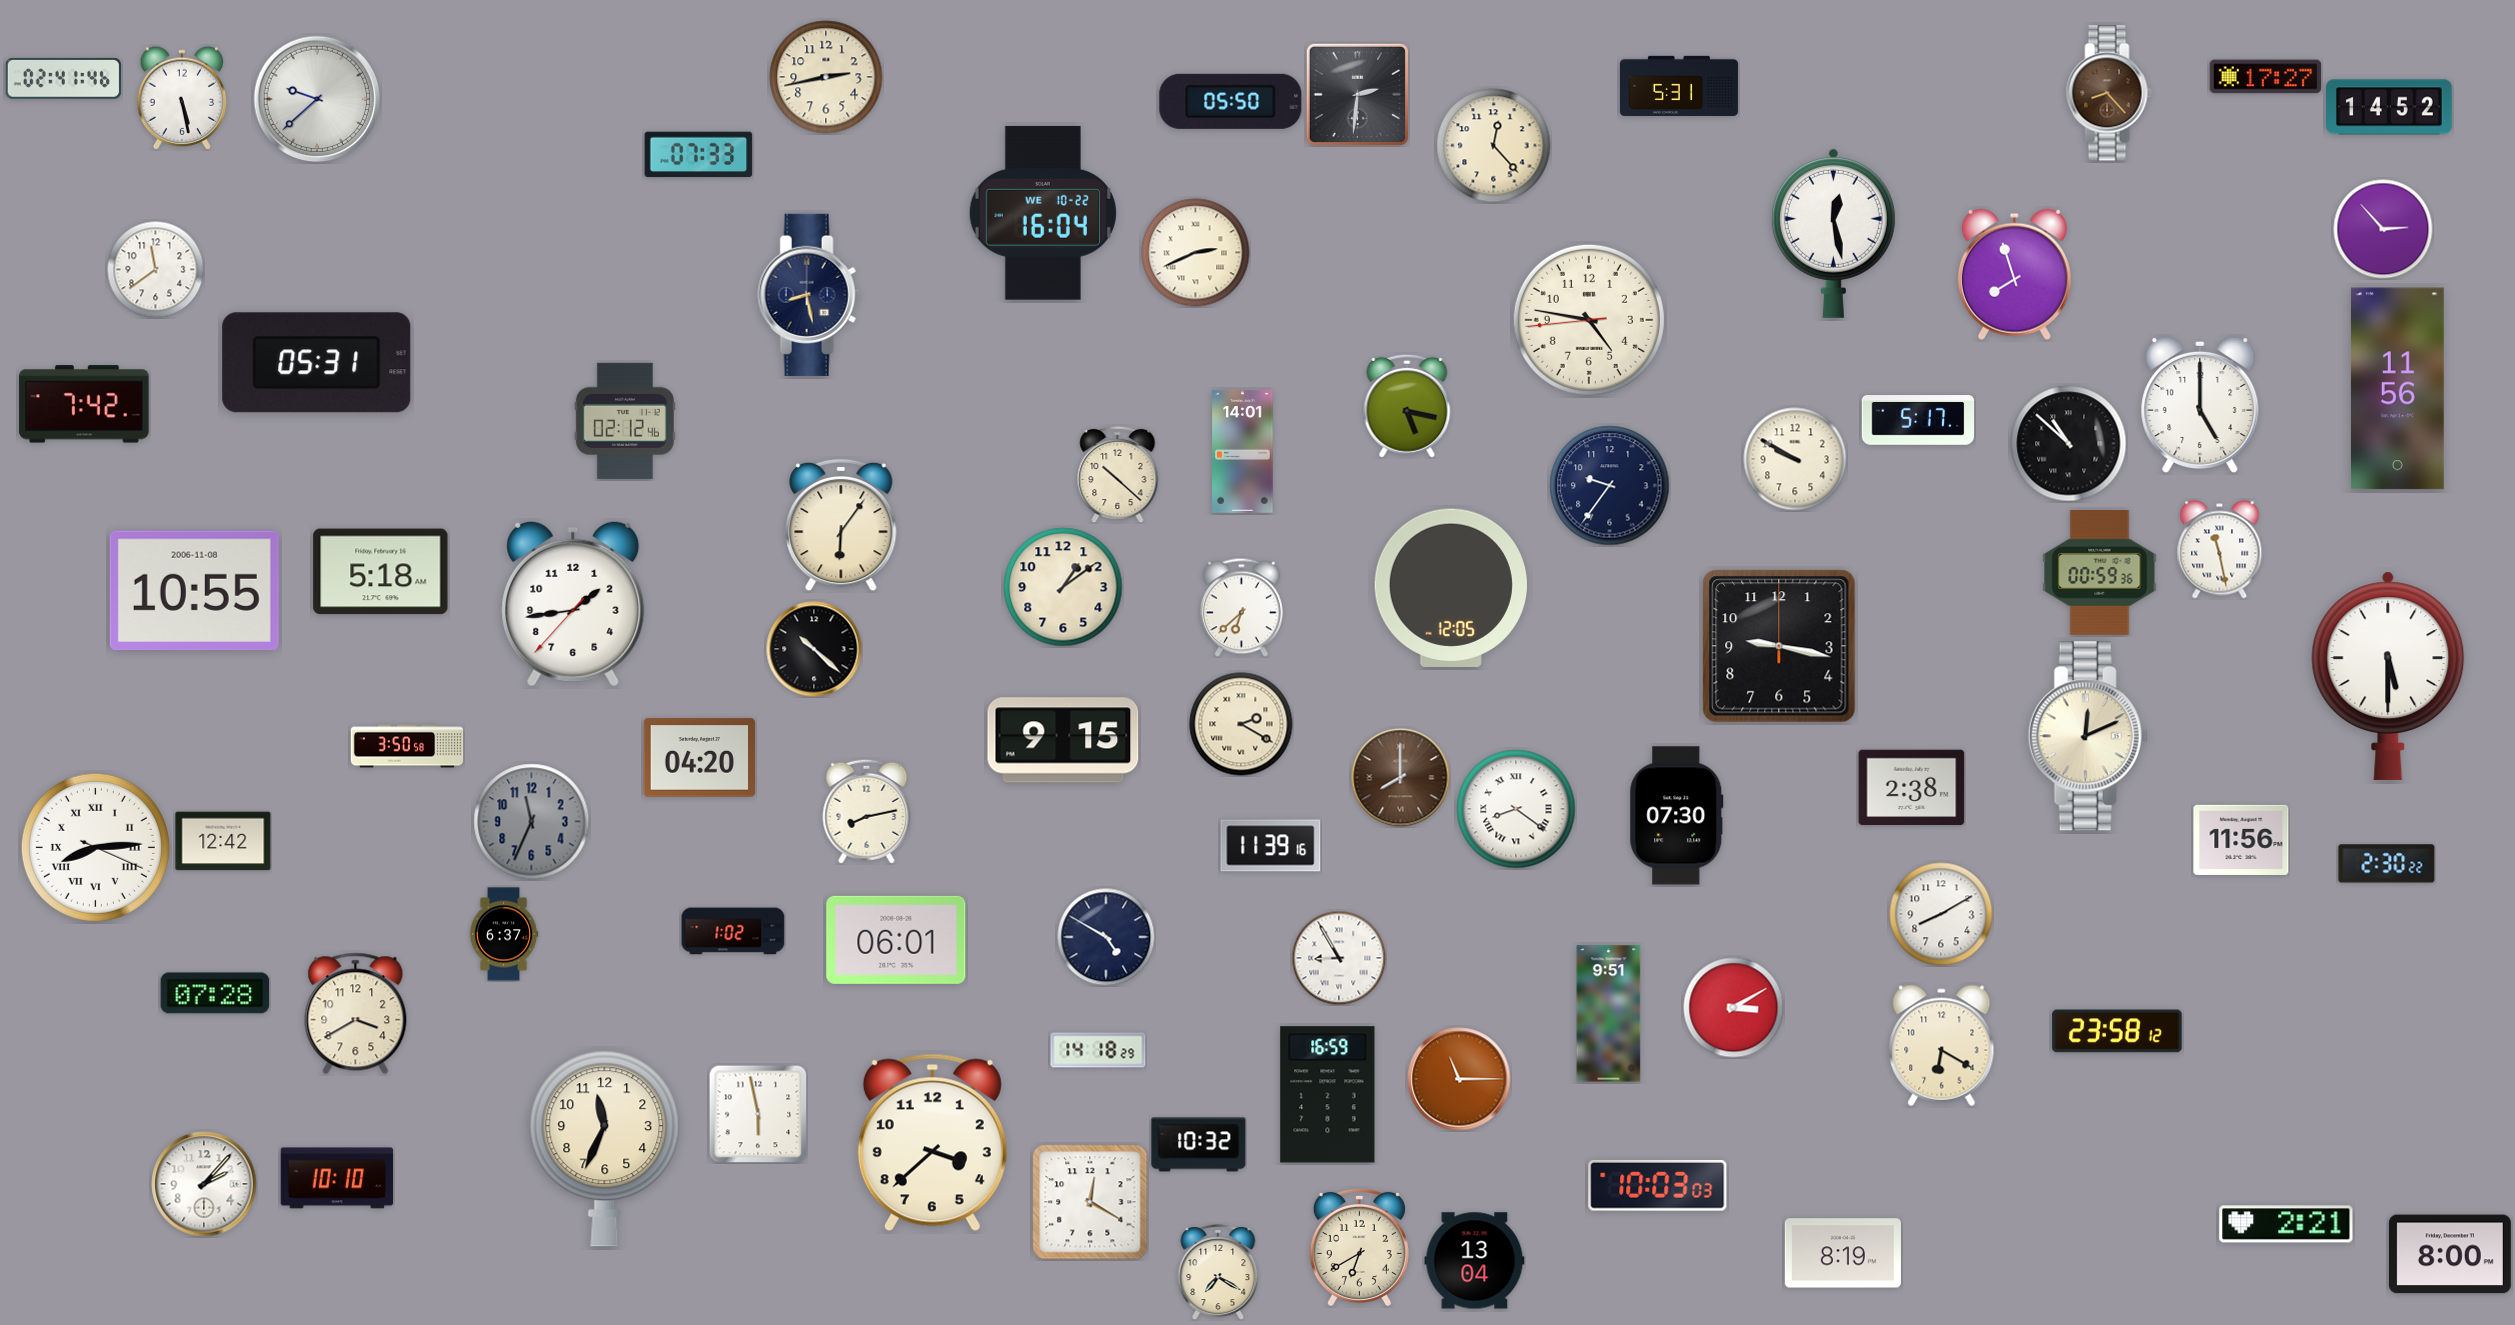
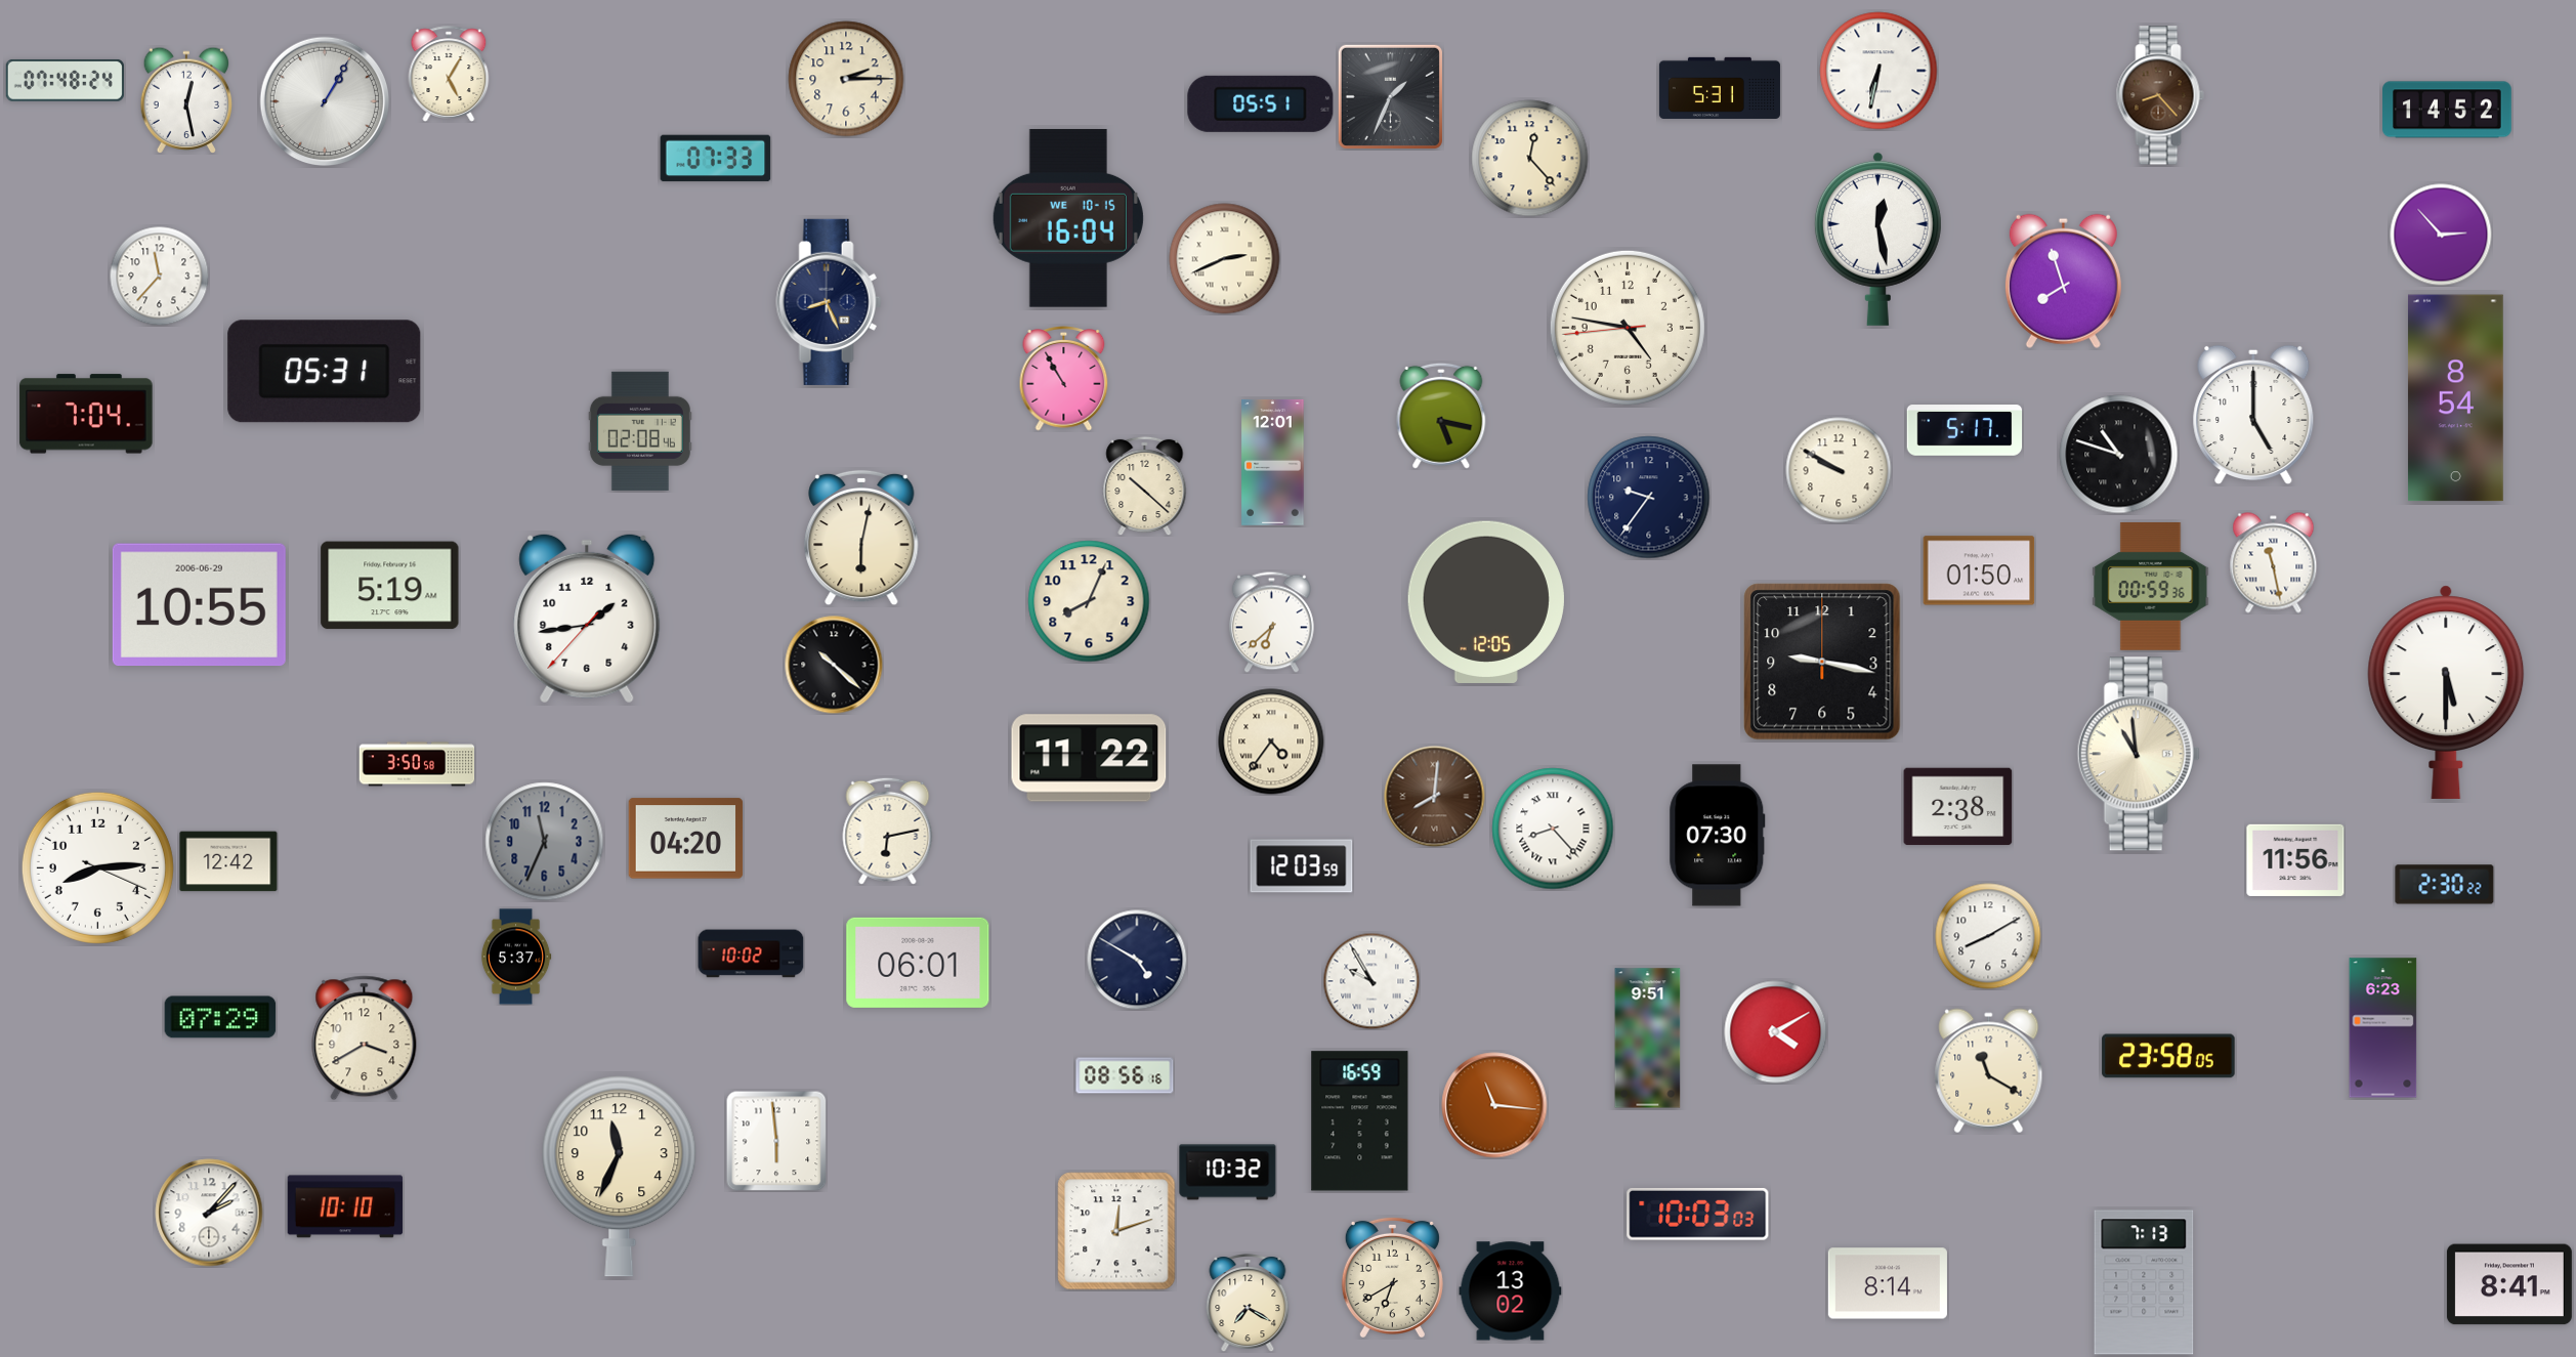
clock at (1878, 71): none -> 6:32
clock at (449, 74): none -> 5:05
clock at (826, 77): 2:43 -> 2:15
clock at (2266, 77): 17:27 -> none
clock at (63, 78): 02:41 -> 07:48
clock at (1357, 94): 2:31 -> 1:34
clock at (182, 97): 5:28 -> 12:28
clock at (317, 99): 9:38 -> 1:05
clock at (1231, 101): 05:50 -> 05:51
clock at (1494, 146) position: (1494, 146) -> (1530, 159)
clock at (1043, 213) date: WE 10-22 -> WE 10-15
clock at (155, 269): 11:39 -> 11:37
clock at (809, 295): 8:28 -> 8:26
clock at (1064, 379): none -> 10:55
clock at (2397, 389): 11:56 -> 8:54
clock at (84, 404): 7:42 -> 7:04
clock at (625, 421): 02:12 -> 02:08
clock at (2069, 444): 10:52 -> 10:48
clock at (1243, 451): 14:01 -> 12:01
clock at (841, 525): 6:06 -> 6:02
clock at (1979, 570): none -> 01:50
clock at (381, 572): 5:18 -> 5:19
clock at (1063, 587): 1:09 -> 8:04
clock at (194, 591) date: 2006-11-08 -> 2006-06-29
clock at (1241, 724): 2:20 -> 4:36
clock at (2088, 736): 12:11 -> 10:59
clock at (1063, 740): 9:15 -> 11:22
clock at (700, 758) position: (700, 758) -> (686, 839)
clock at (1401, 778): 8:00 -> 8:01
clock at (1516, 809): 8:21 -> 8:23
clock at (867, 811): 8:13 -> 6:13
clock at (1271, 846): 11:39 -> 12:03
clock at (95, 847) numerals: Roman -> Arabic
clock at (733, 931): 1:02 -> 10:02
clock at (504, 934): 6:37 -> 5:37
clock at (1106, 937) position: (1106, 937) -> (1137, 960)
clock at (1339, 958): 8:55 -> 9:55
clock at (215, 993): 07:28 -> 07:29
clock at (2383, 1028): none -> 6:23
clock at (1734, 1008): 3:10 -> 4:10
clock at (2117, 1031): 23:58:12 -> 23:58:05
clock at (1942, 1046): 6:20 -> 11:20
clock at (1098, 1050): 14:18 -> 08:56
clock at (1459, 1079): 11:15 -> 11:16
clock at (758, 1114): 5:58 -> 5:59
clock at (932, 1143): 3:38 -> none
clock at (1090, 1202): 12:20 -> 12:12
clock at (2286, 1224): 2:21 -> none
clock at (2144, 1282): none -> 7:13
clock at (1843, 1253): 8:19 -> 8:14
clock at (2450, 1254): 8:00 -> 8:41
clock at (1475, 1261): 13:04 -> 13:02
